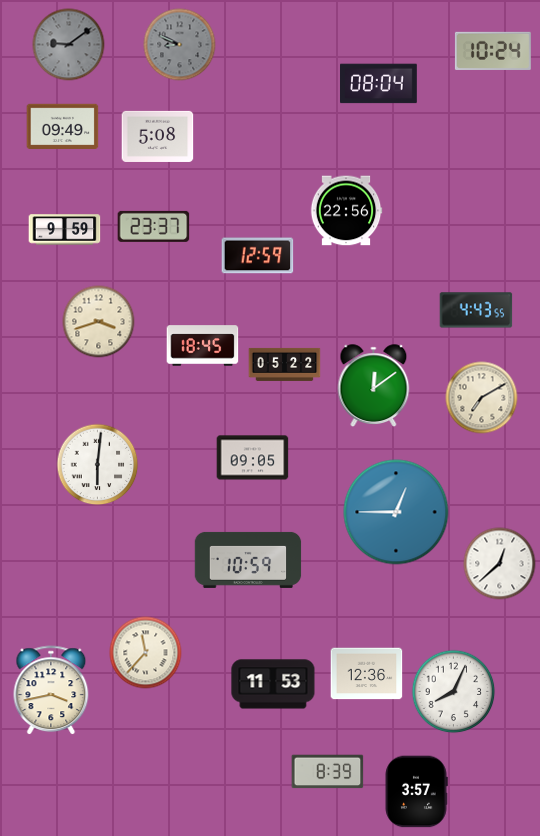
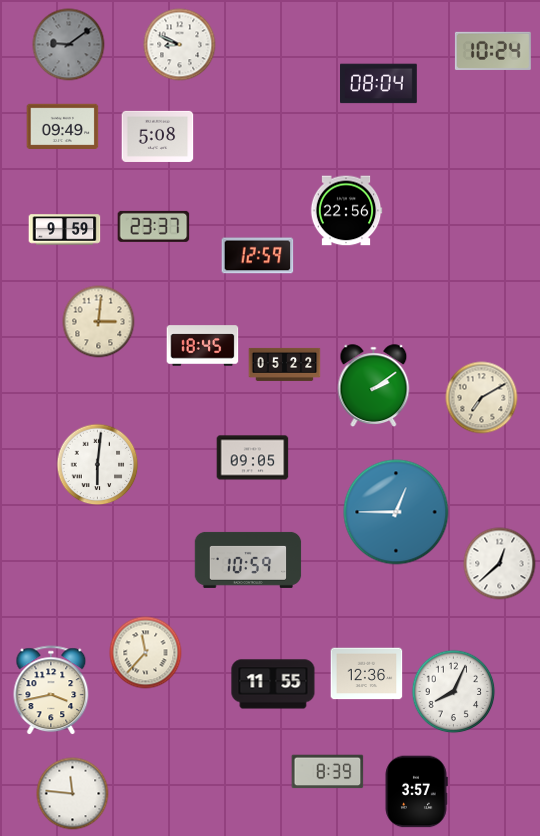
clock at (180, 45) dial: grey -> white
clock at (476, 310): 4:43 -> none
clock at (99, 322): 3:42 -> 3:01
clock at (374, 386): 12:09 -> 2:09
clock at (273, 684): 11:53 -> 11:55
clock at (73, 794): none -> 11:46
